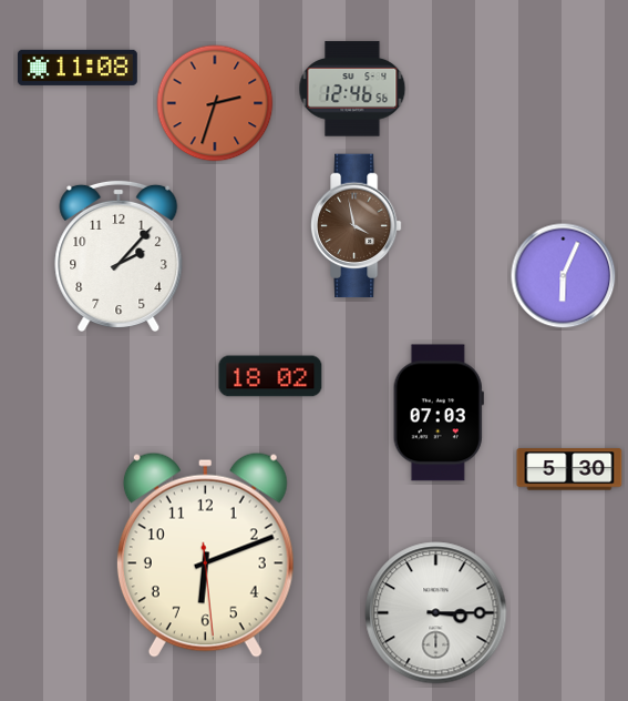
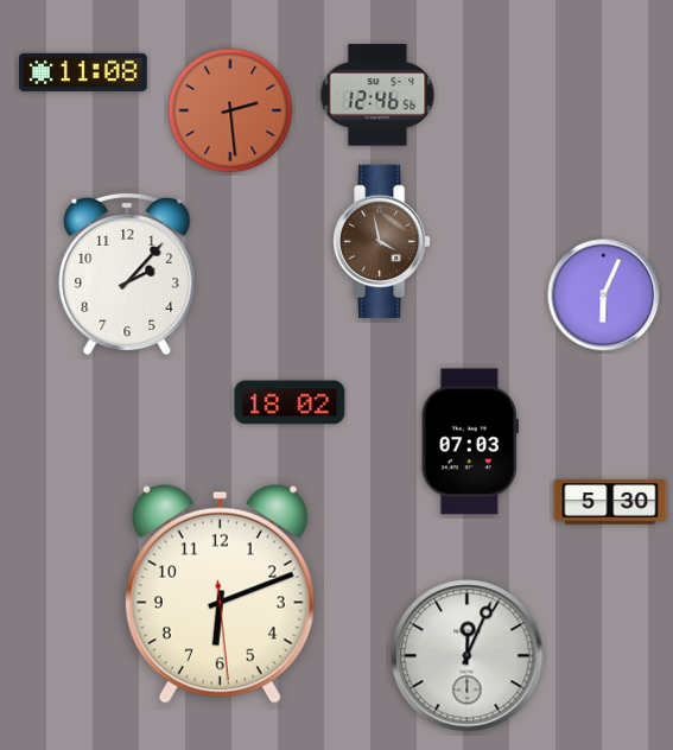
clock at (215, 103): 2:33 -> 2:29
clock at (436, 613): 3:15 -> 12:04
